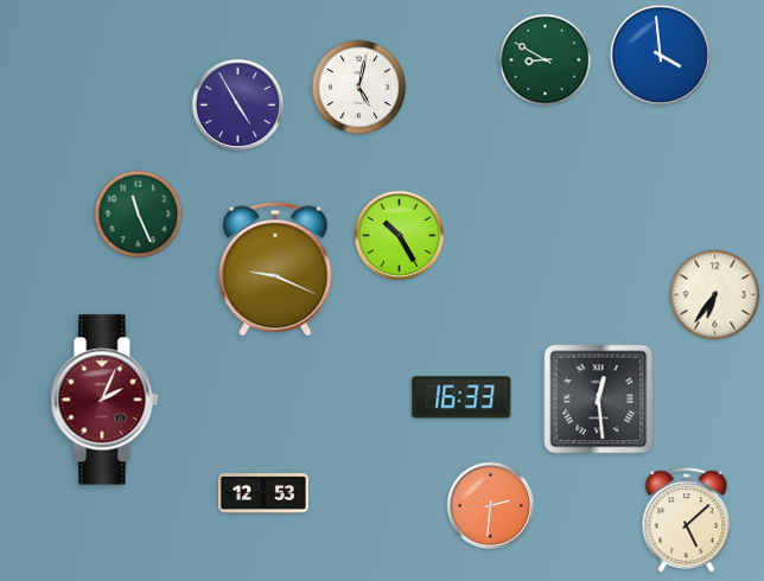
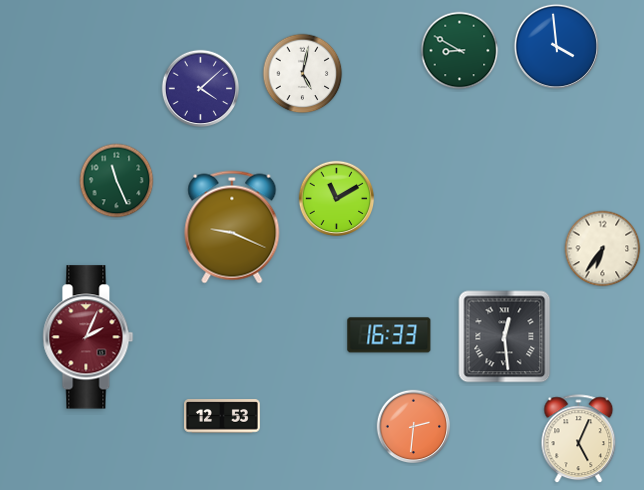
clock at (238, 106): 4:55 -> 4:08
clock at (400, 236): 10:25 -> 11:10
clock at (687, 521): 5:08 -> 5:04
